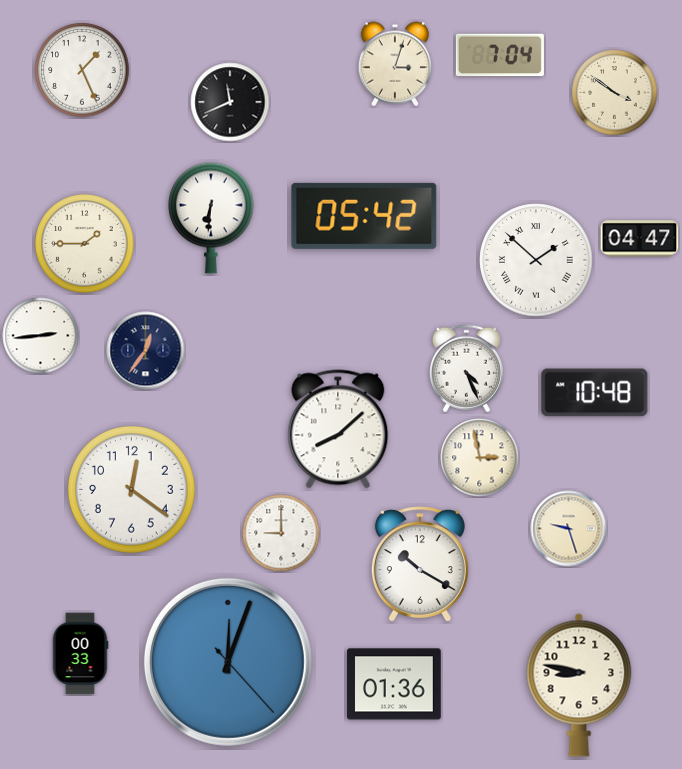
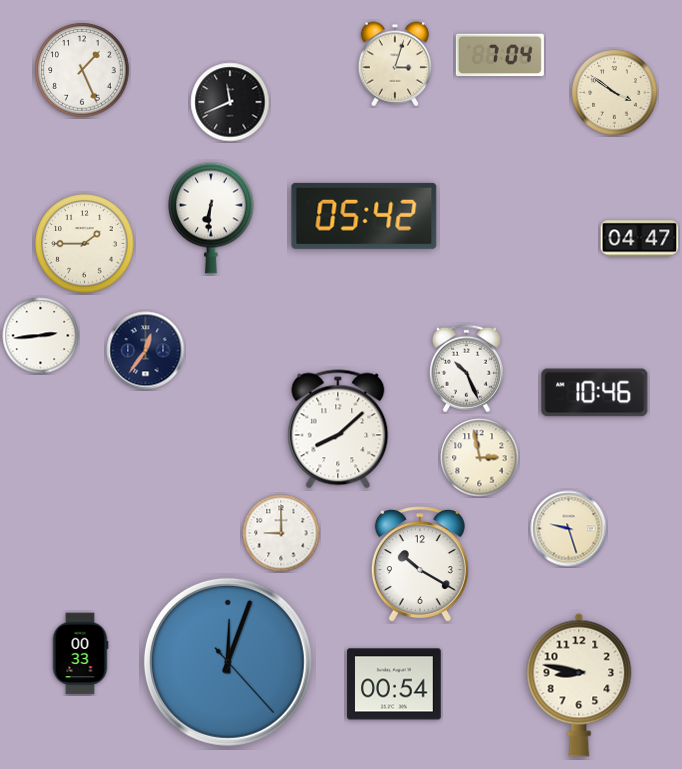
clock at (536, 260): 1:52 -> none
clock at (466, 369): 4:26 -> 10:26
clock at (595, 393): 10:48 -> 10:46
clock at (131, 489): 12:21 -> none
clock at (394, 684): 01:36 -> 00:54
